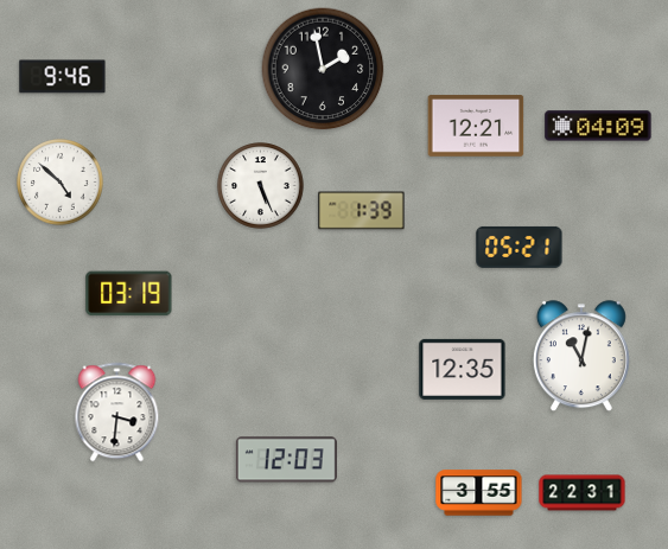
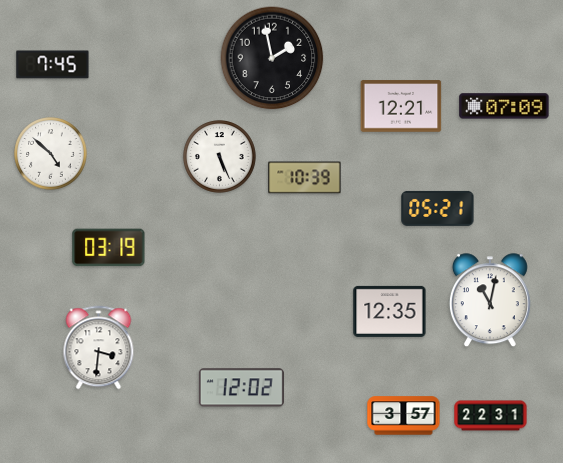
clock at (63, 77): 9:46 -> 7:45
clock at (598, 126): 04:09 -> 07:09
clock at (362, 211): 1:39 -> 10:39
clock at (286, 460): 12:03 -> 12:02
clock at (479, 493): 3:55 -> 3:57
